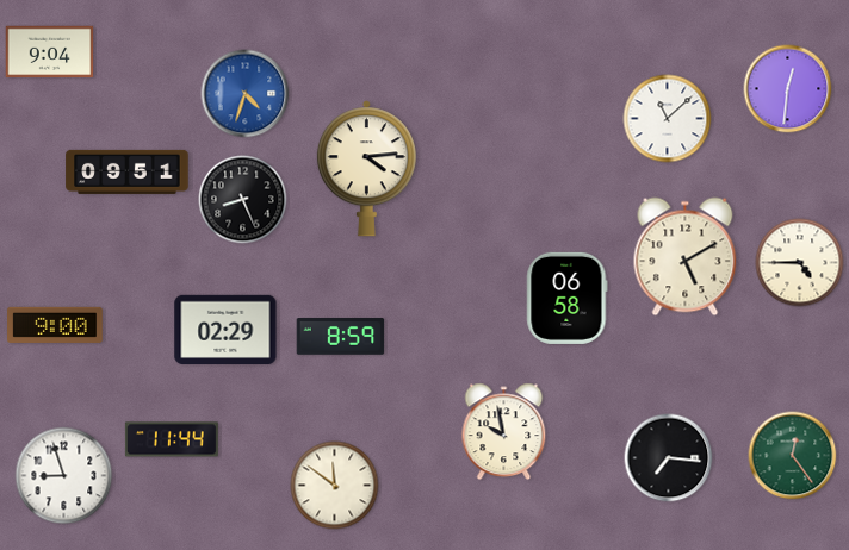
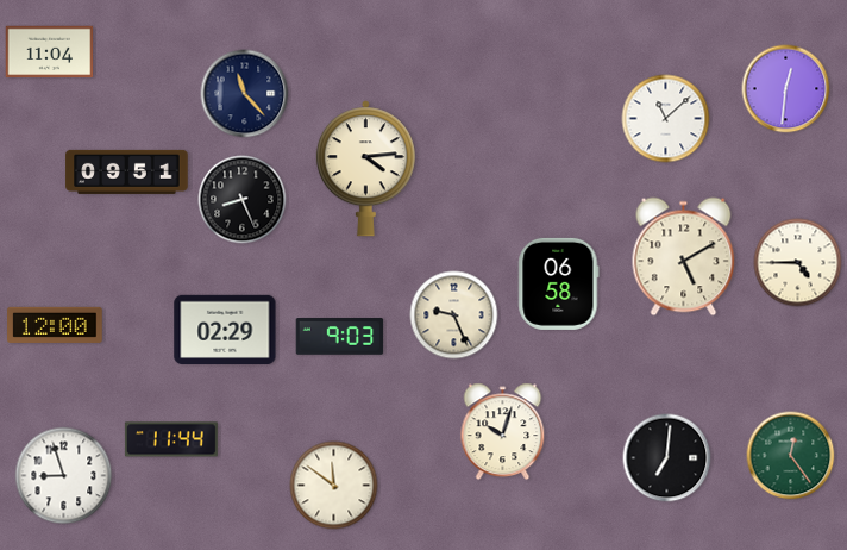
clock at (50, 52): 9:04 -> 11:04
clock at (246, 94): 4:33 -> 11:23
clock at (246, 94) dial: blue -> navy
clock at (568, 298) position: (568, 298) -> (559, 283)
clock at (454, 315): none -> 9:26
clock at (56, 325): 9:00 -> 12:00
clock at (341, 337): 8:59 -> 9:03
clock at (504, 432): 9:58 -> 10:03
clock at (669, 458): 7:16 -> 7:01
